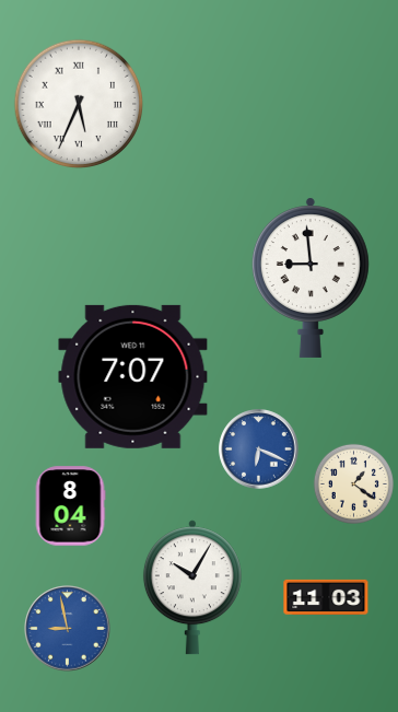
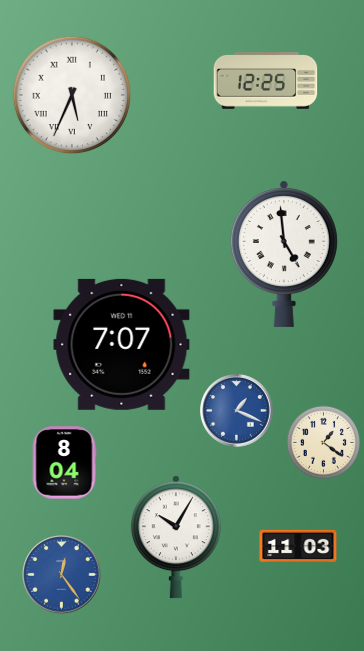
clock at (266, 81): none -> 12:25
clock at (311, 278): 8:59 -> 4:59
clock at (259, 450): 6:19 -> 1:19
clock at (68, 629): 8:58 -> 12:24
